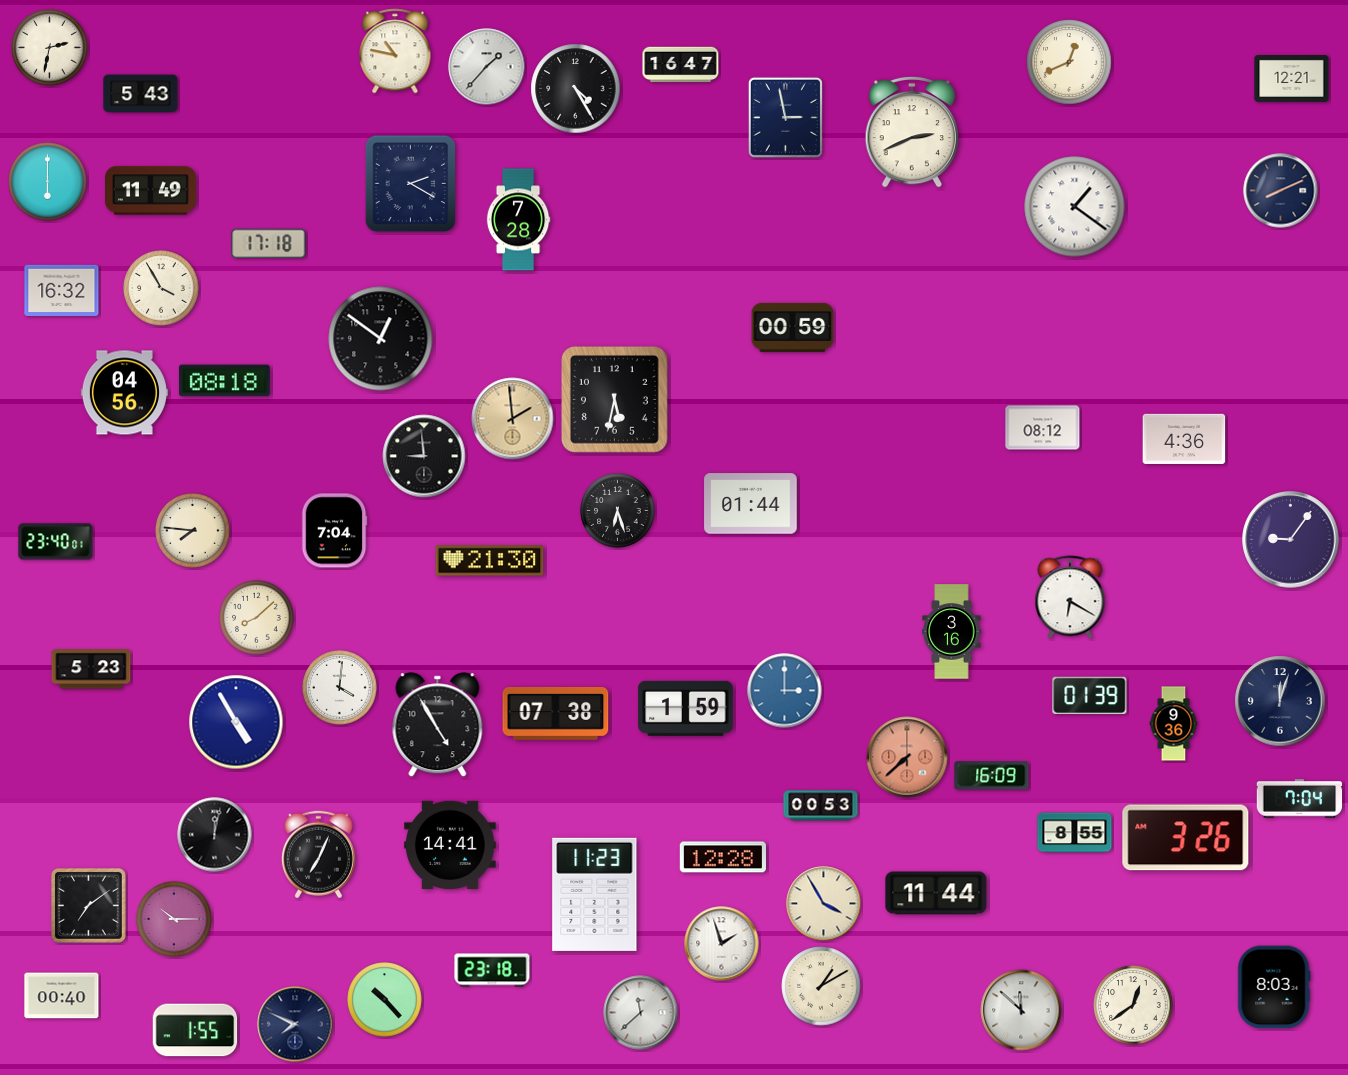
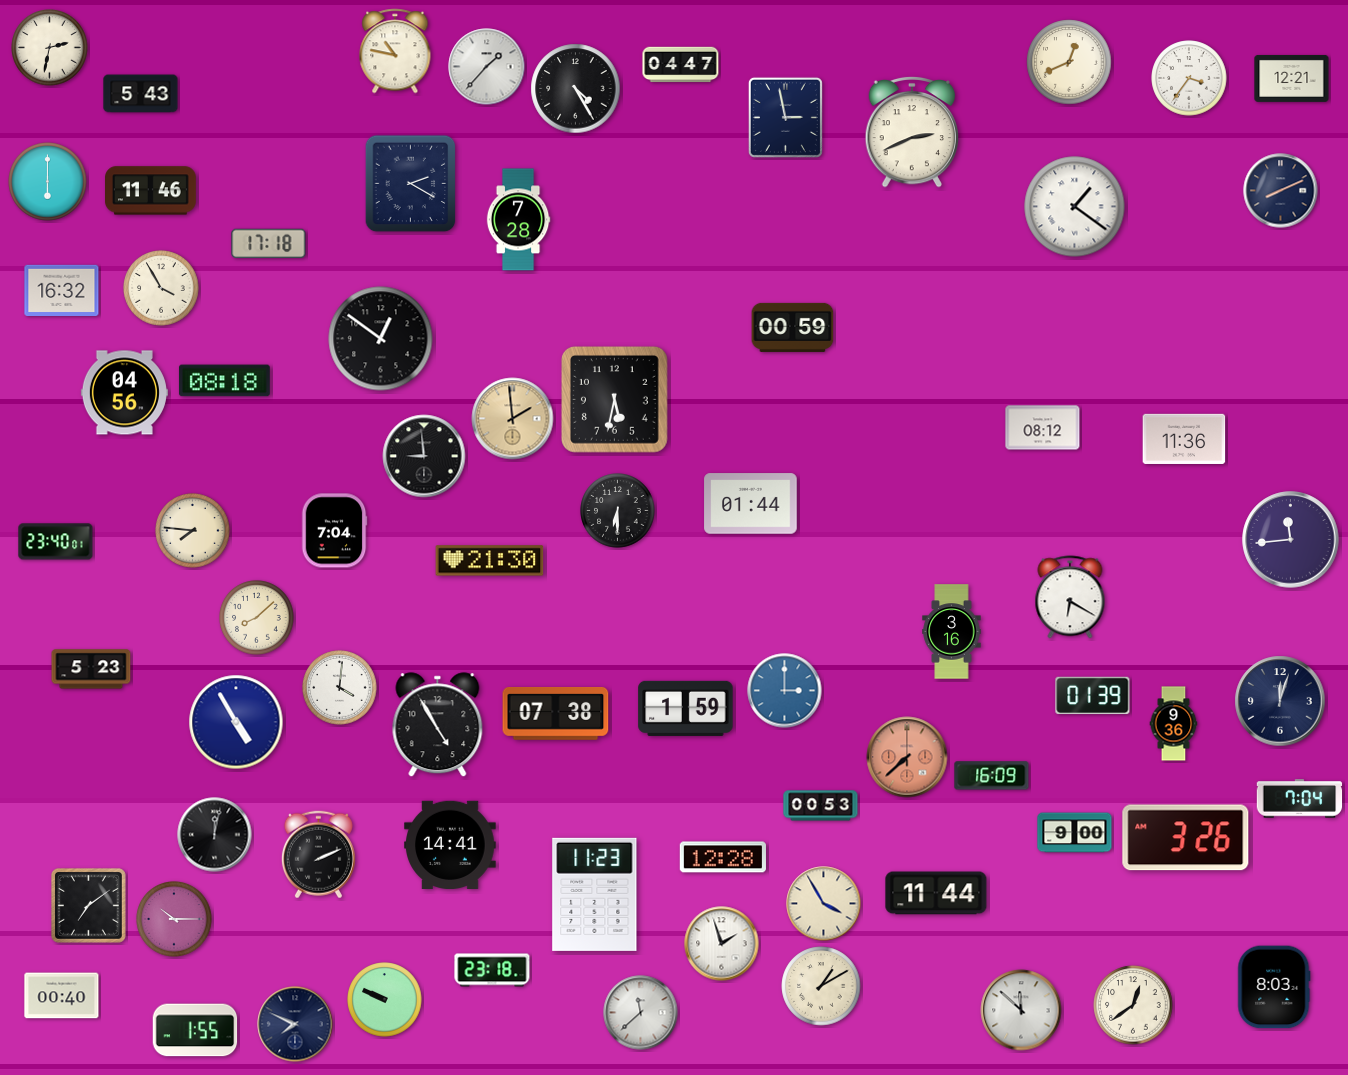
clock at (681, 65): 16:47 -> 04:47
clock at (1189, 78): none -> 3:36
clock at (151, 191): 11:49 -> 11:46
clock at (1184, 439): 4:36 -> 11:36
clock at (618, 511): 6:27 -> 6:30
clock at (1291, 540): 9:06 -> 11:44
clock at (1090, 696) position: (1090, 696) -> (1093, 696)
clock at (1075, 833): 8:55 -> 9:00
clock at (318, 855): 7:04 -> 2:11
clock at (385, 1000): 10:23 -> 9:49
